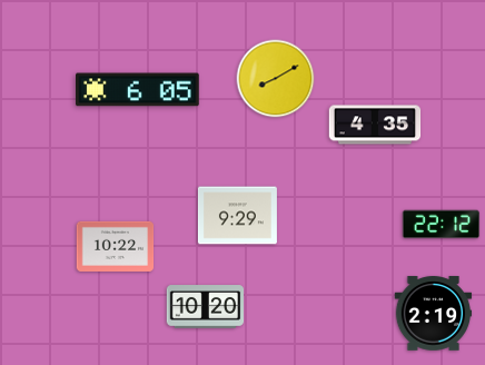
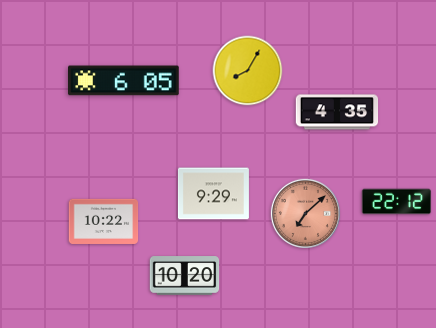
clock at (276, 79): 8:10 -> 8:05
clock at (305, 213): none -> 7:08
clock at (434, 314): 2:19 -> none
